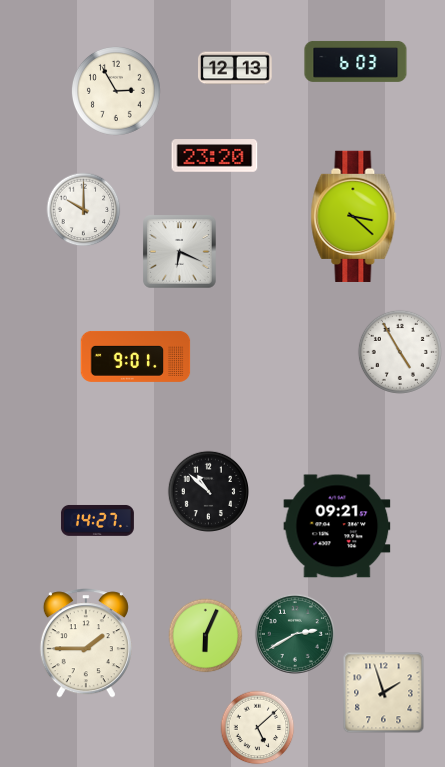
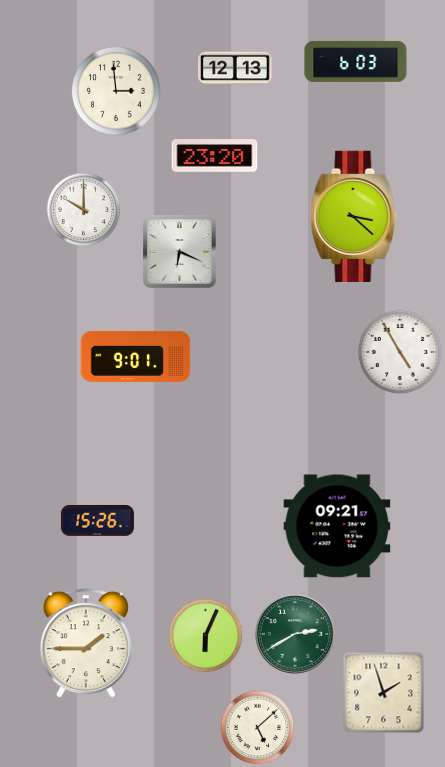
clock at (116, 91): 2:55 -> 2:59
clock at (208, 491): 10:52 -> none
clock at (97, 520): 14:27 -> 15:26
